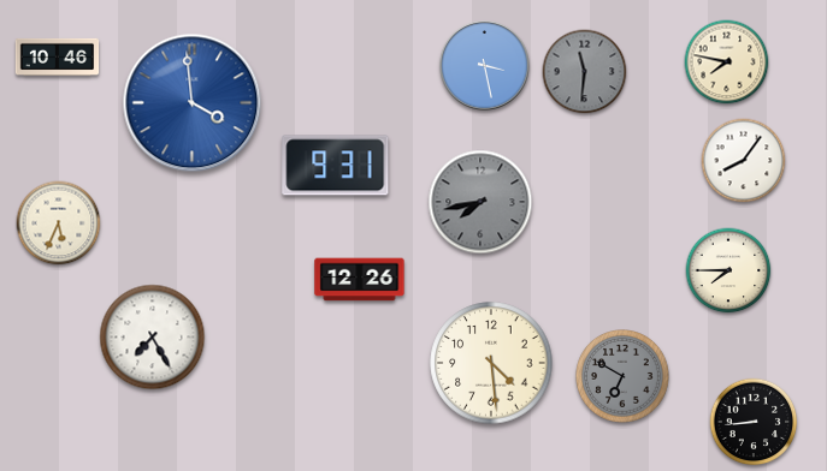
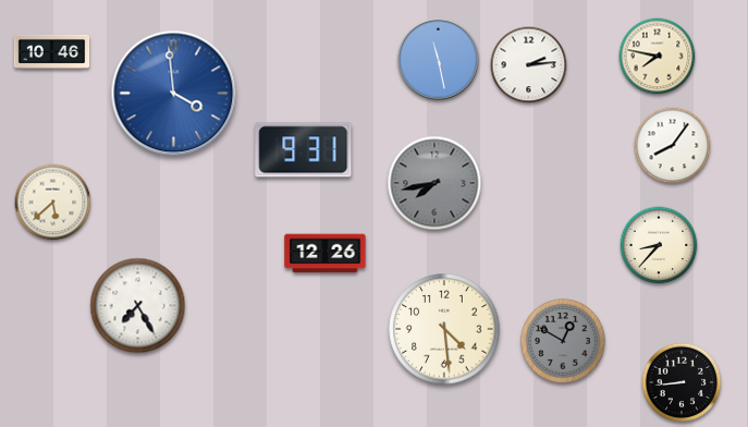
clock at (485, 66): 3:28 -> 11:28
clock at (585, 72): 11:31 -> 2:14
clock at (585, 72) dial: grey -> white
clock at (59, 223): 5:34 -> 5:38
clock at (728, 270): 7:45 -> 8:37
clock at (622, 377): 6:50 -> 12:50
